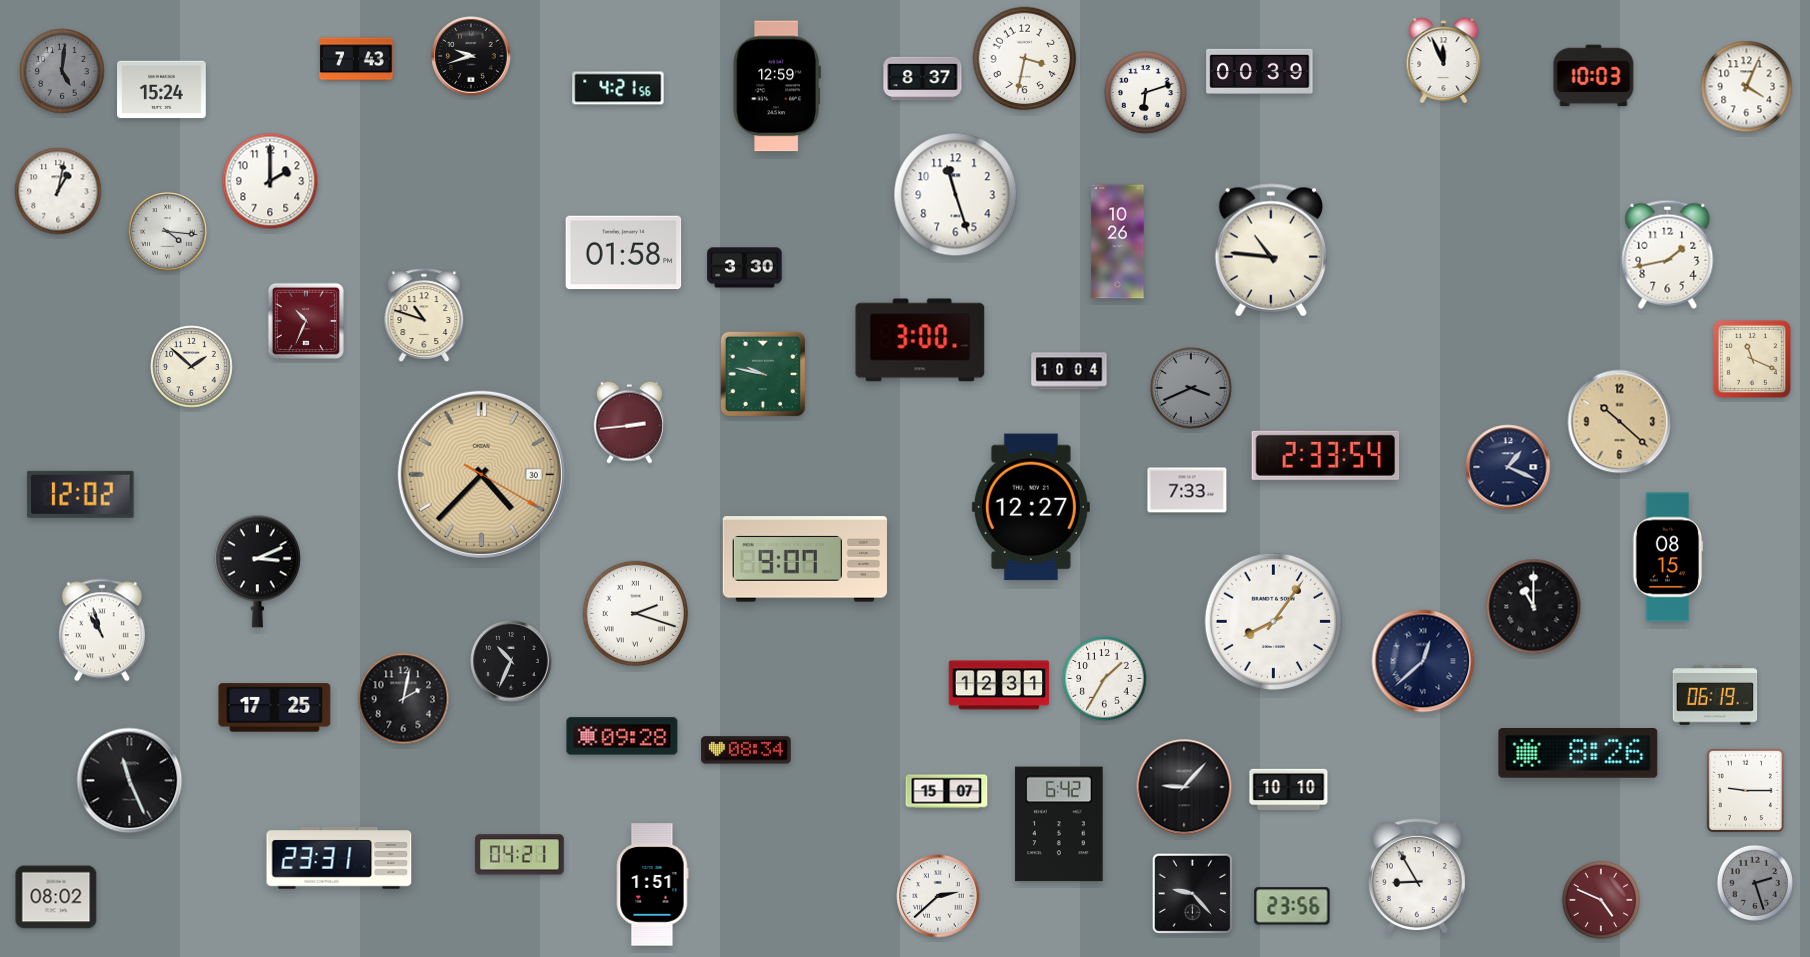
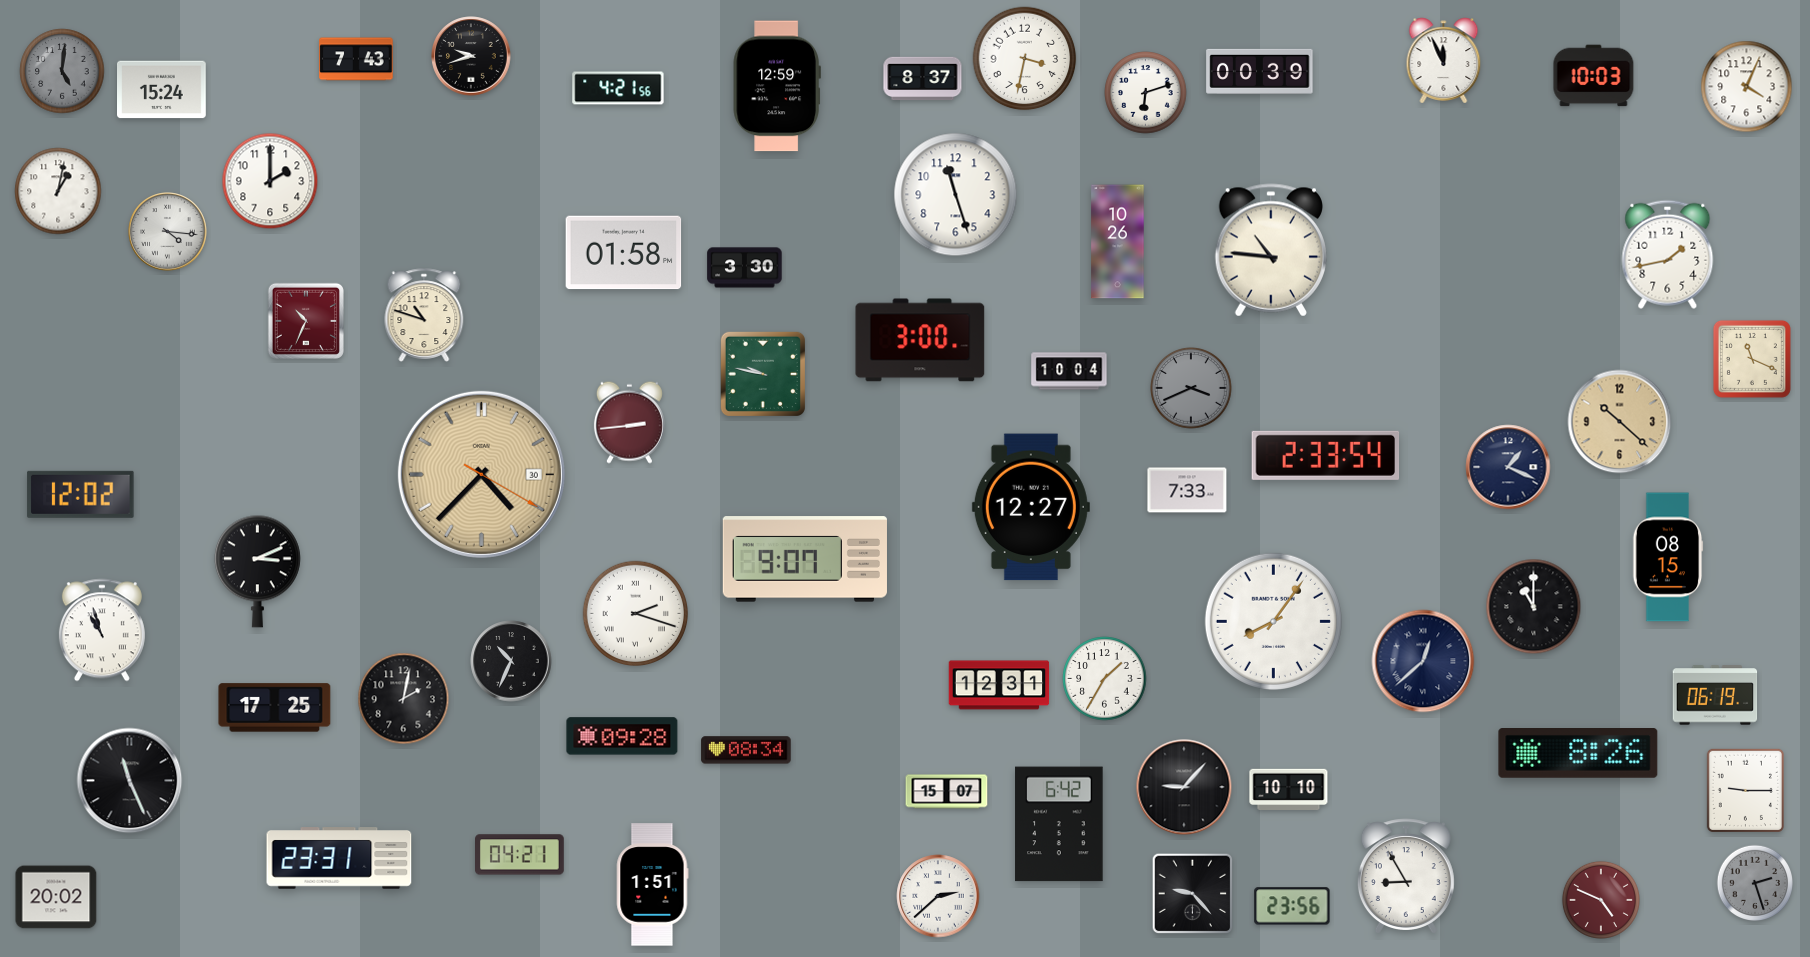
clock at (192, 367): 1:52 -> none
clock at (1417, 876) position: (1417, 876) -> (1406, 876)
clock at (56, 897): 08:02 -> 20:02
